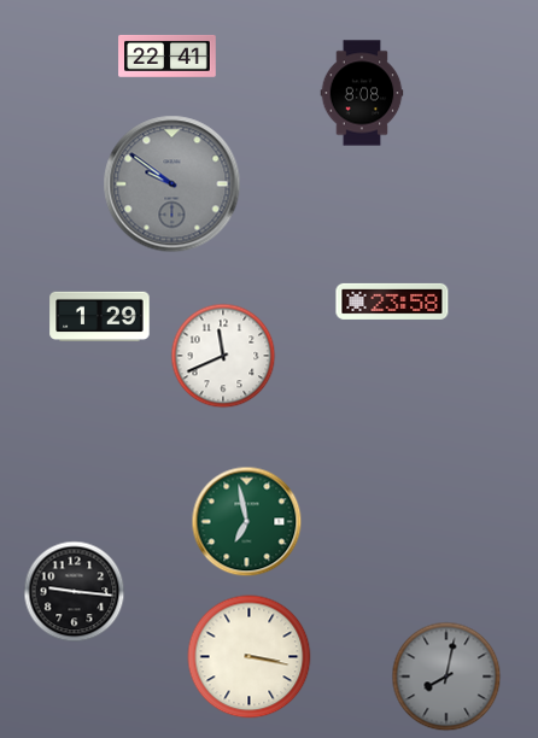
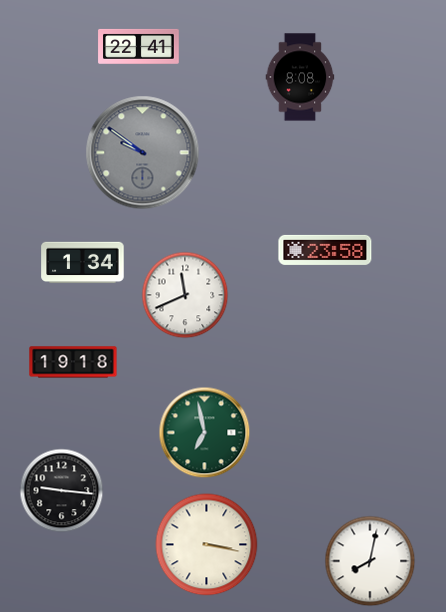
clock at (100, 317): 1:29 -> 1:34
clock at (73, 362): none -> 19:18
clock at (446, 676) dial: grey -> white
